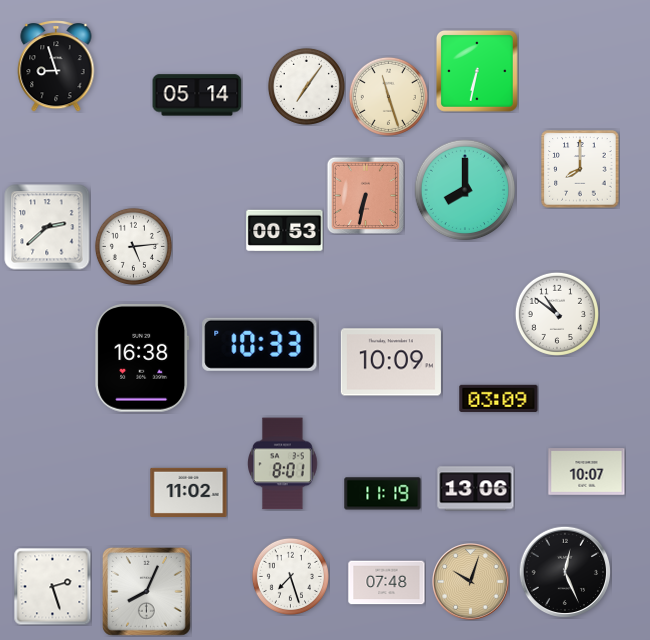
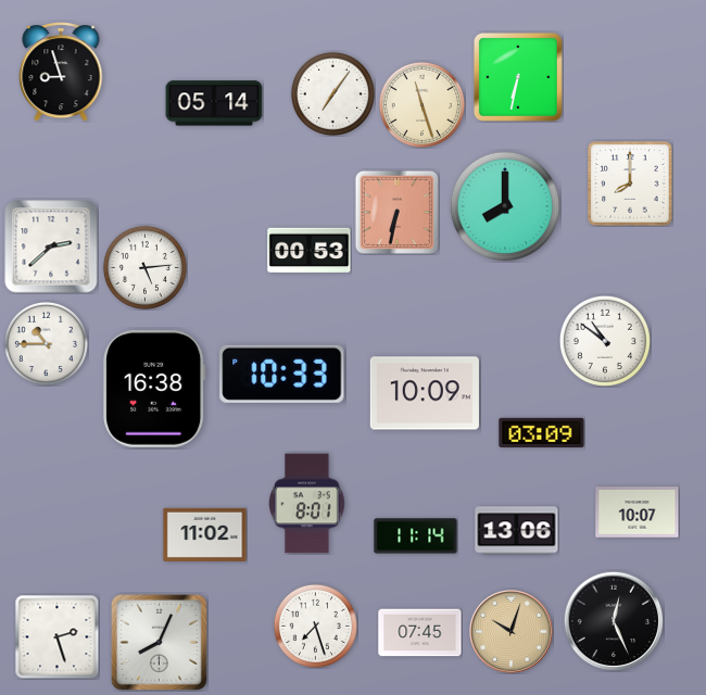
clock at (46, 343): none -> 10:45
clock at (383, 494): 11:19 -> 11:14
clock at (387, 583): 07:48 -> 07:45
